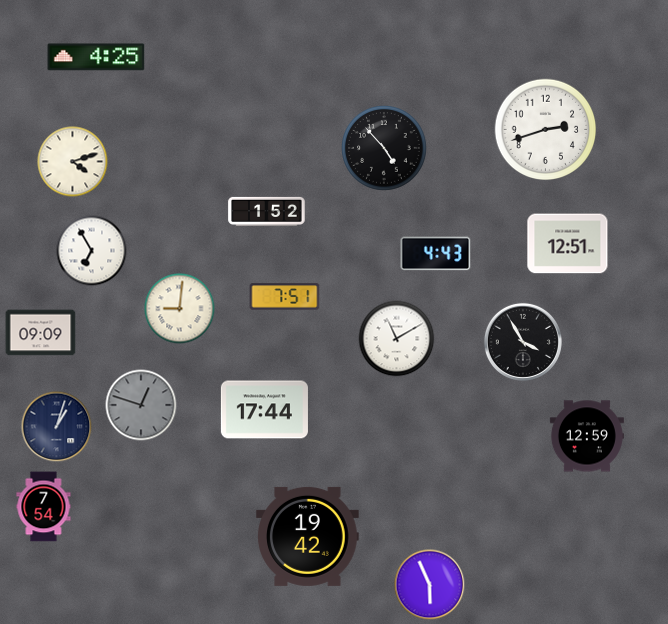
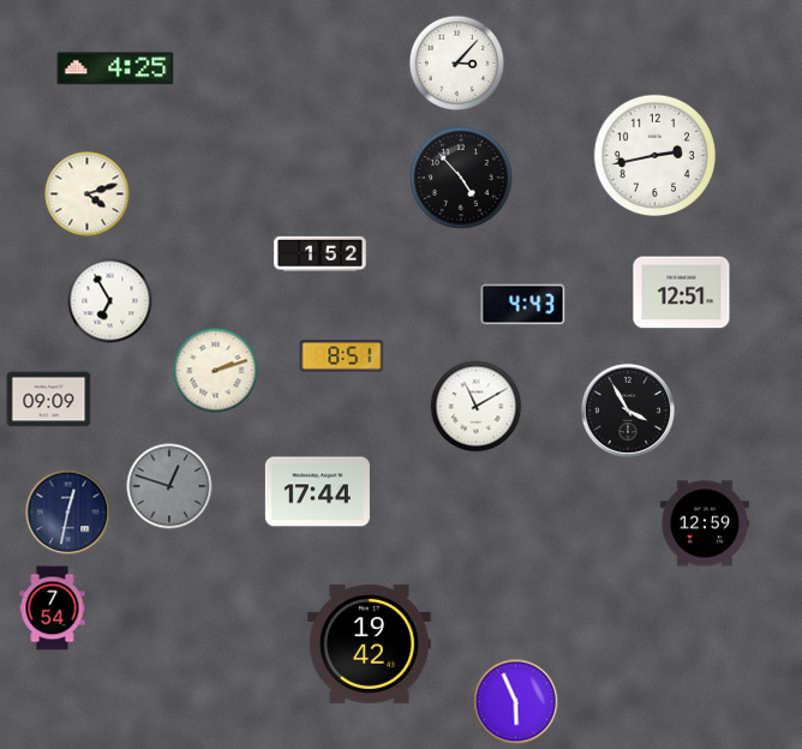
clock at (457, 64): none -> 3:07
clock at (546, 130): 2:42 -> 2:43
clock at (285, 297): 7:51 -> 8:51
clock at (180, 309): 9:01 -> 2:12
clock at (57, 427): 1:03 -> 12:32
